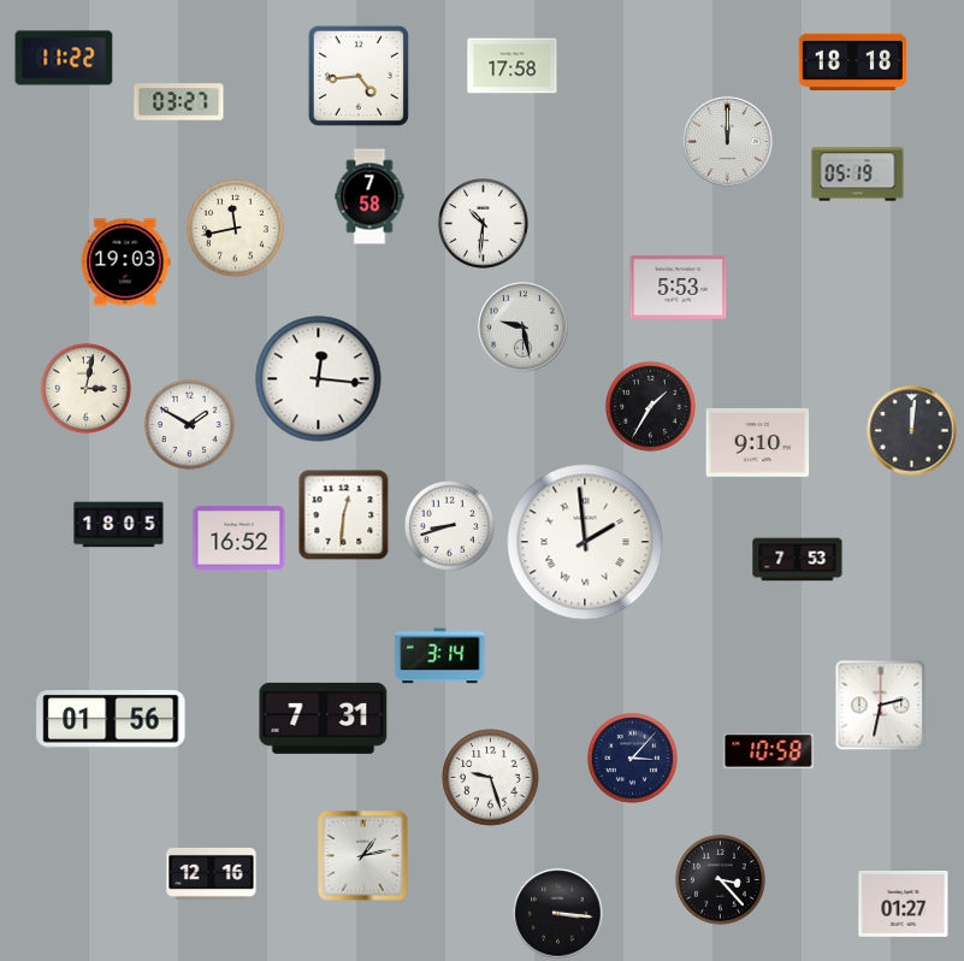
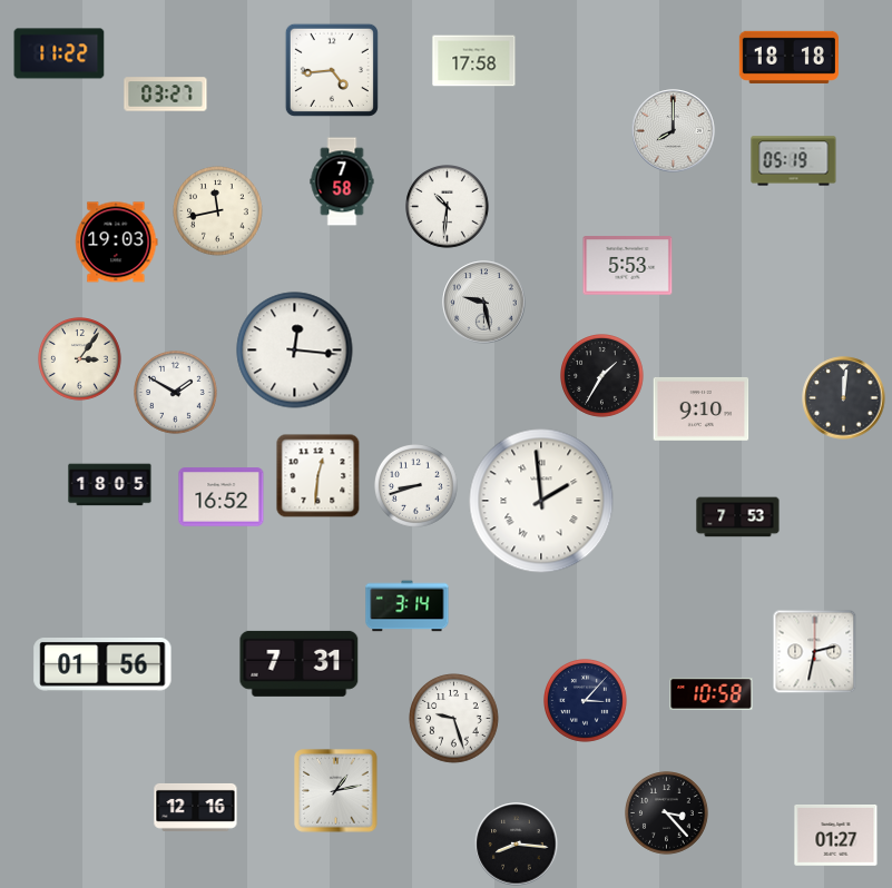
clock at (728, 142): 12:00 -> 8:00
clock at (87, 389): 3:02 -> 3:06
clock at (558, 914): 3:16 -> 8:16
